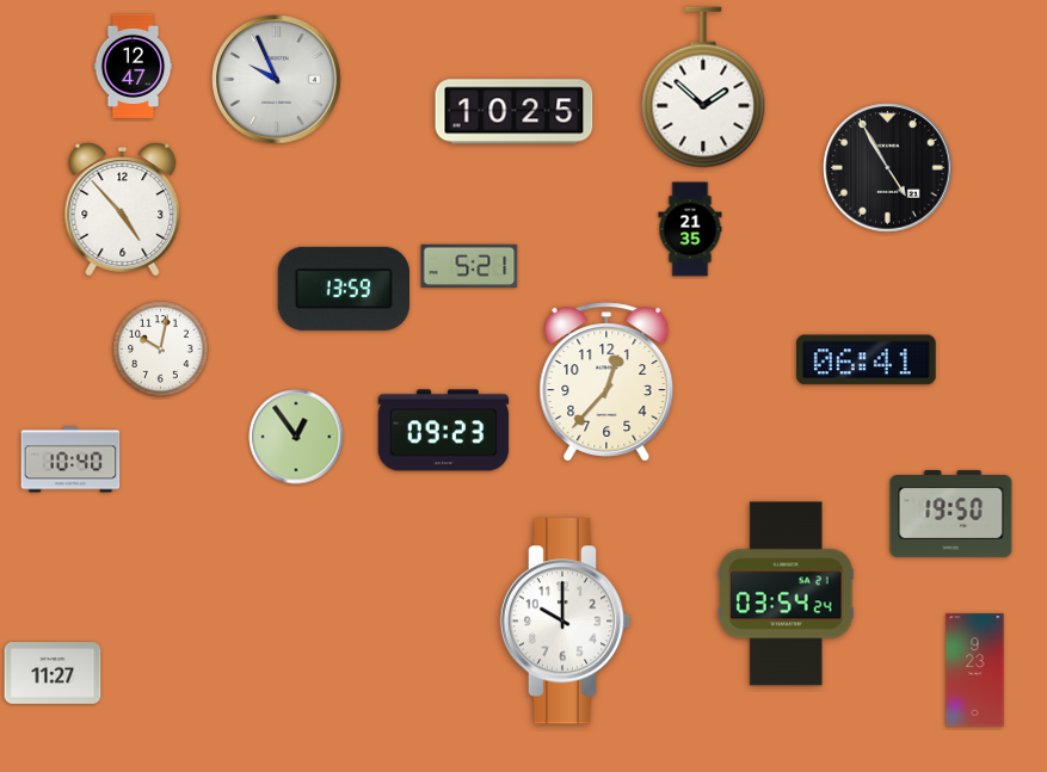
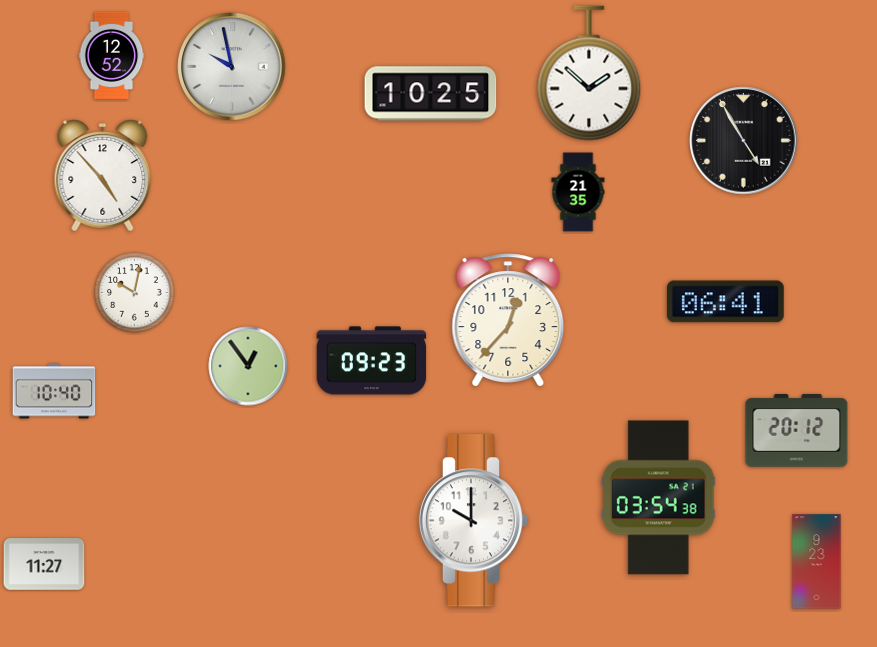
clock at (134, 66): 12:47 -> 12:52
clock at (277, 80): 9:56 -> 9:58
clock at (469, 265): 5:21 -> none
clock at (343, 289): 13:59 -> none
clock at (70, 459) position: (70, 459) -> (54, 391)
clock at (951, 514): 19:50 -> 20:12
clock at (786, 594): 03:54:24 -> 03:54:38
